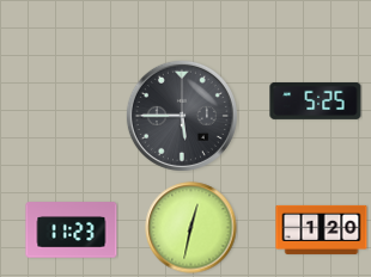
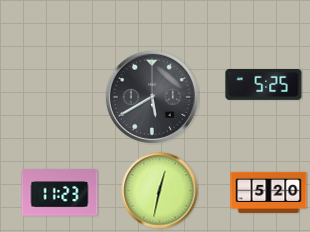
clock at (182, 116): 5:45 -> 5:40
clock at (322, 229): 1:20 -> 5:20
